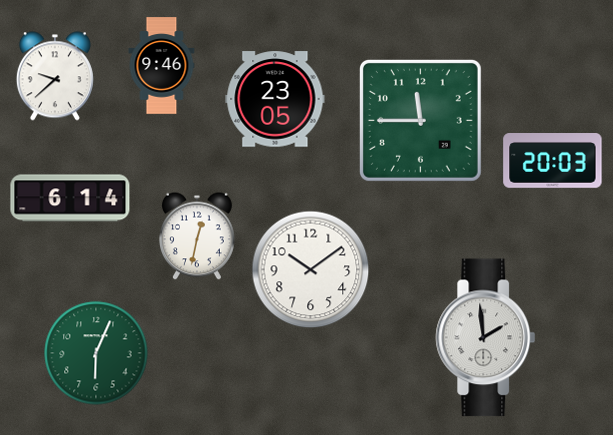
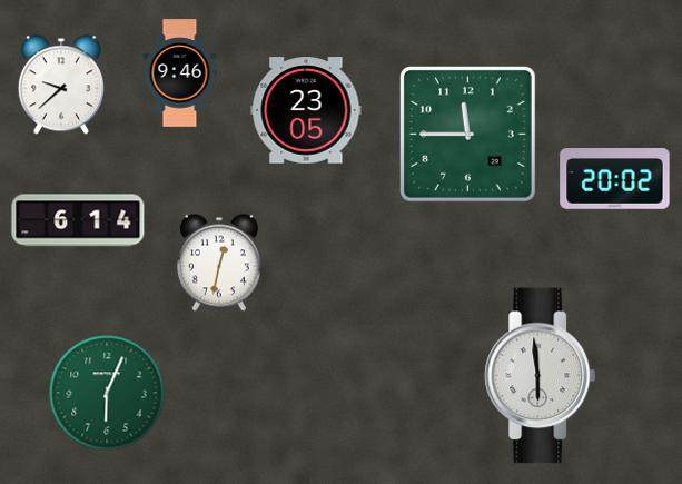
clock at (553, 161): 20:03 -> 20:02
clock at (311, 270): 10:09 -> none
clock at (486, 338): 1:59 -> 5:59
